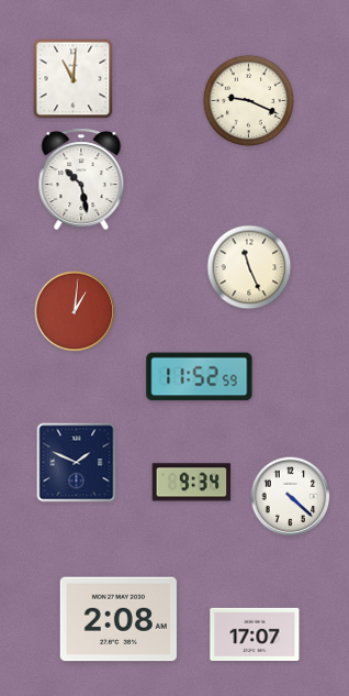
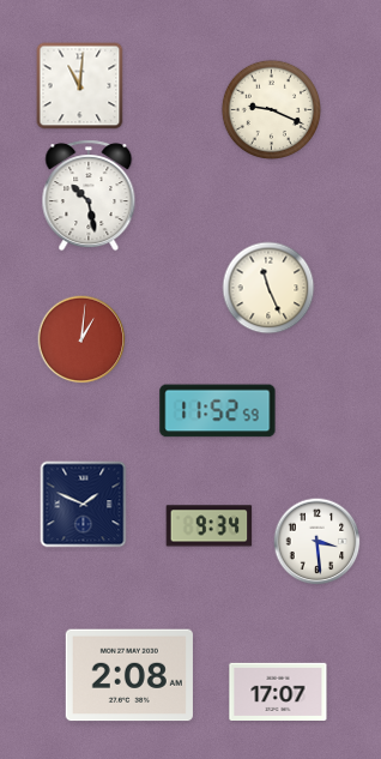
clock at (249, 267) position: (249, 267) -> (268, 288)
clock at (291, 497): 4:22 -> 3:29
